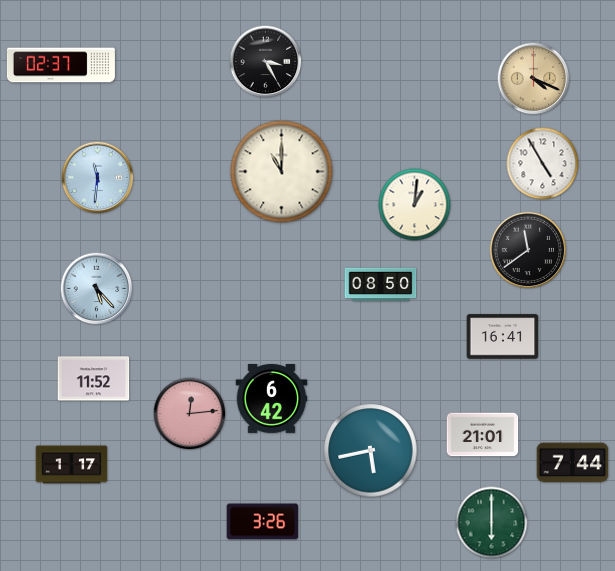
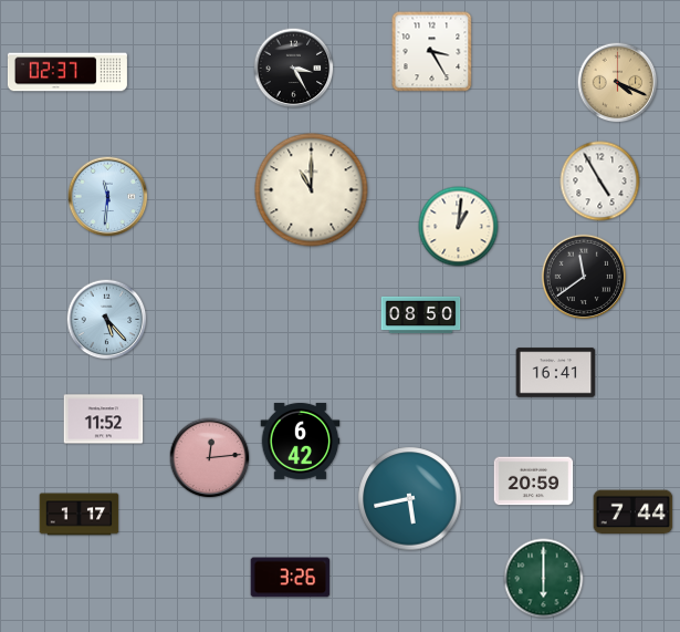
clock at (432, 52): none -> 3:25
clock at (534, 79) position: (534, 79) -> (618, 83)
clock at (483, 435): 21:01 -> 20:59
